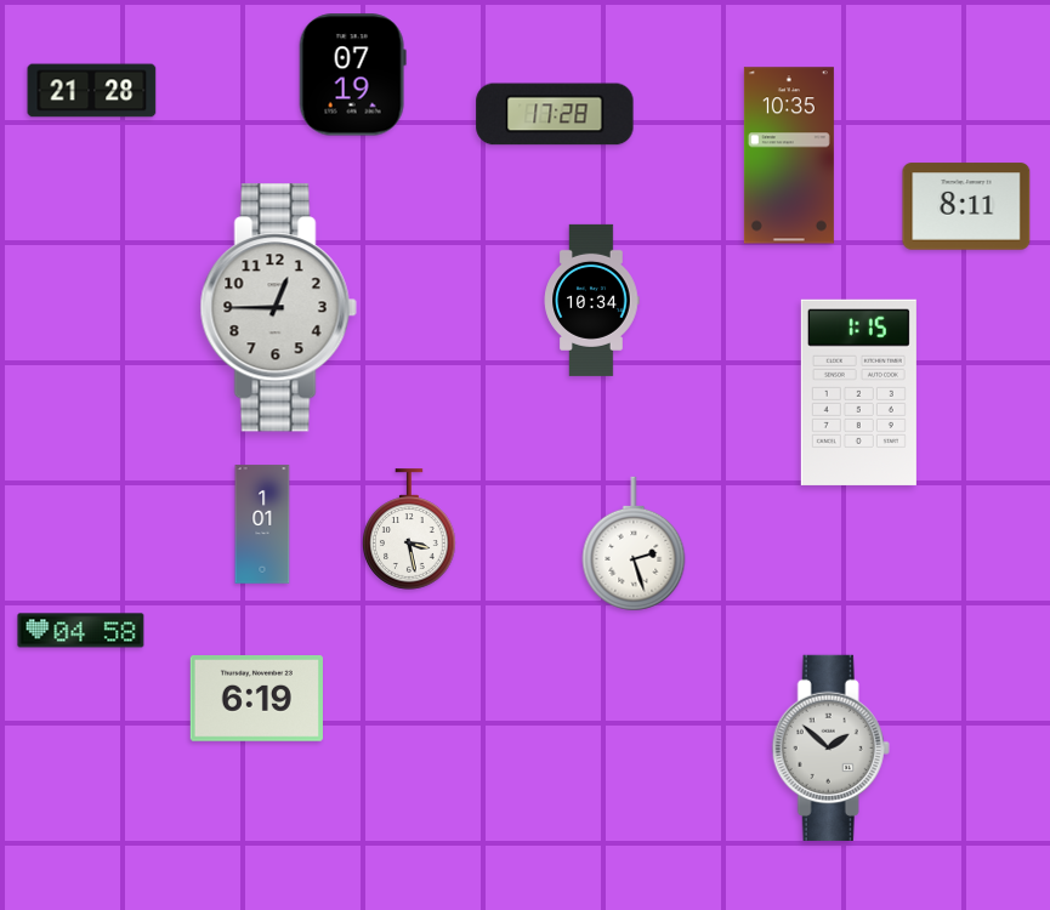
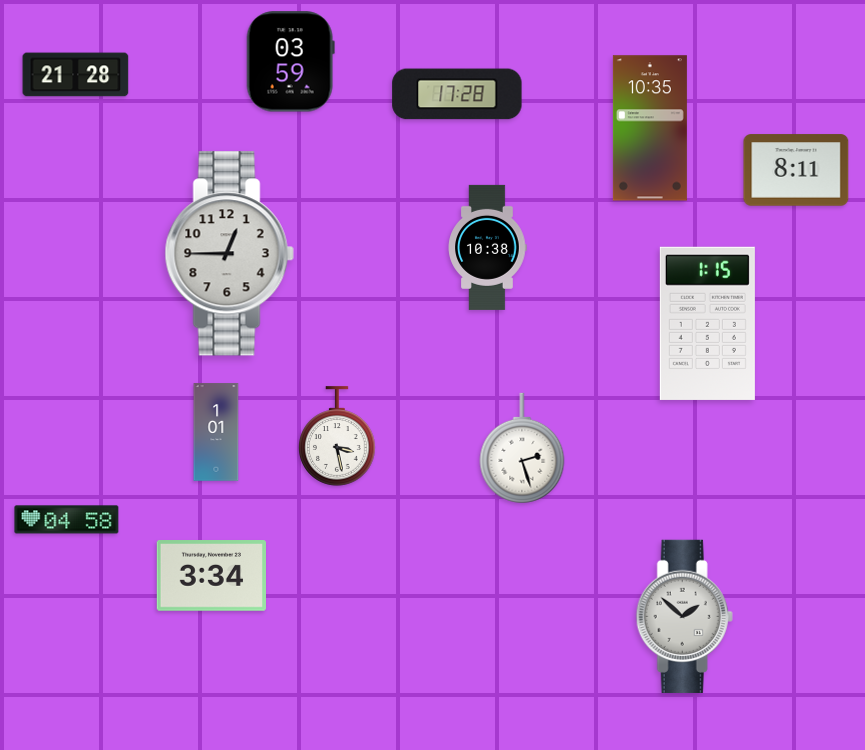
clock at (352, 75): 07:19 -> 03:59
clock at (591, 300): 10:34 -> 10:38
clock at (256, 699): 6:19 -> 3:34
